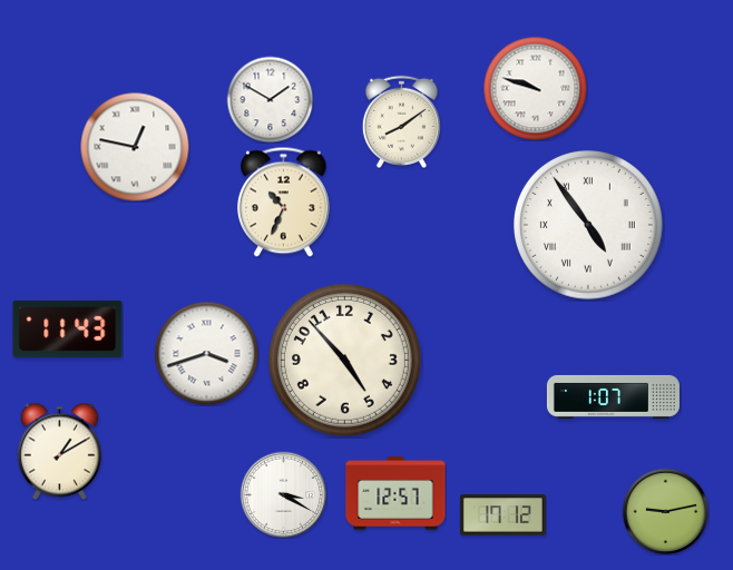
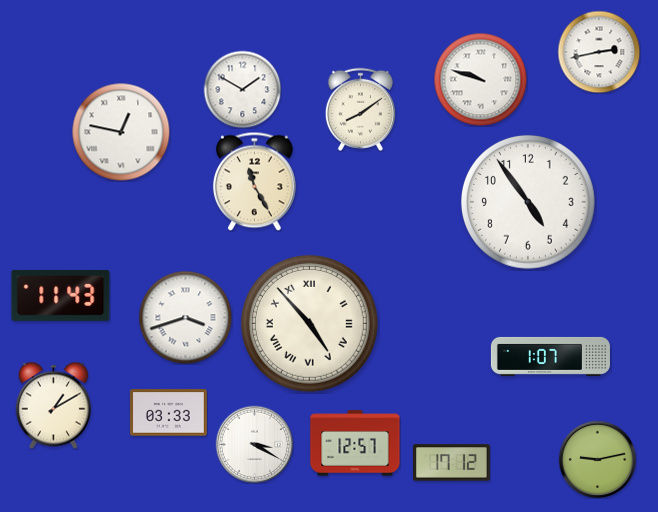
clock at (599, 52): none -> 2:43
clock at (283, 202): 10:34 -> 11:25
clock at (588, 225) numerals: Roman -> Arabic
clock at (344, 360) numerals: Arabic -> Roman
clock at (169, 413): none -> 03:33
